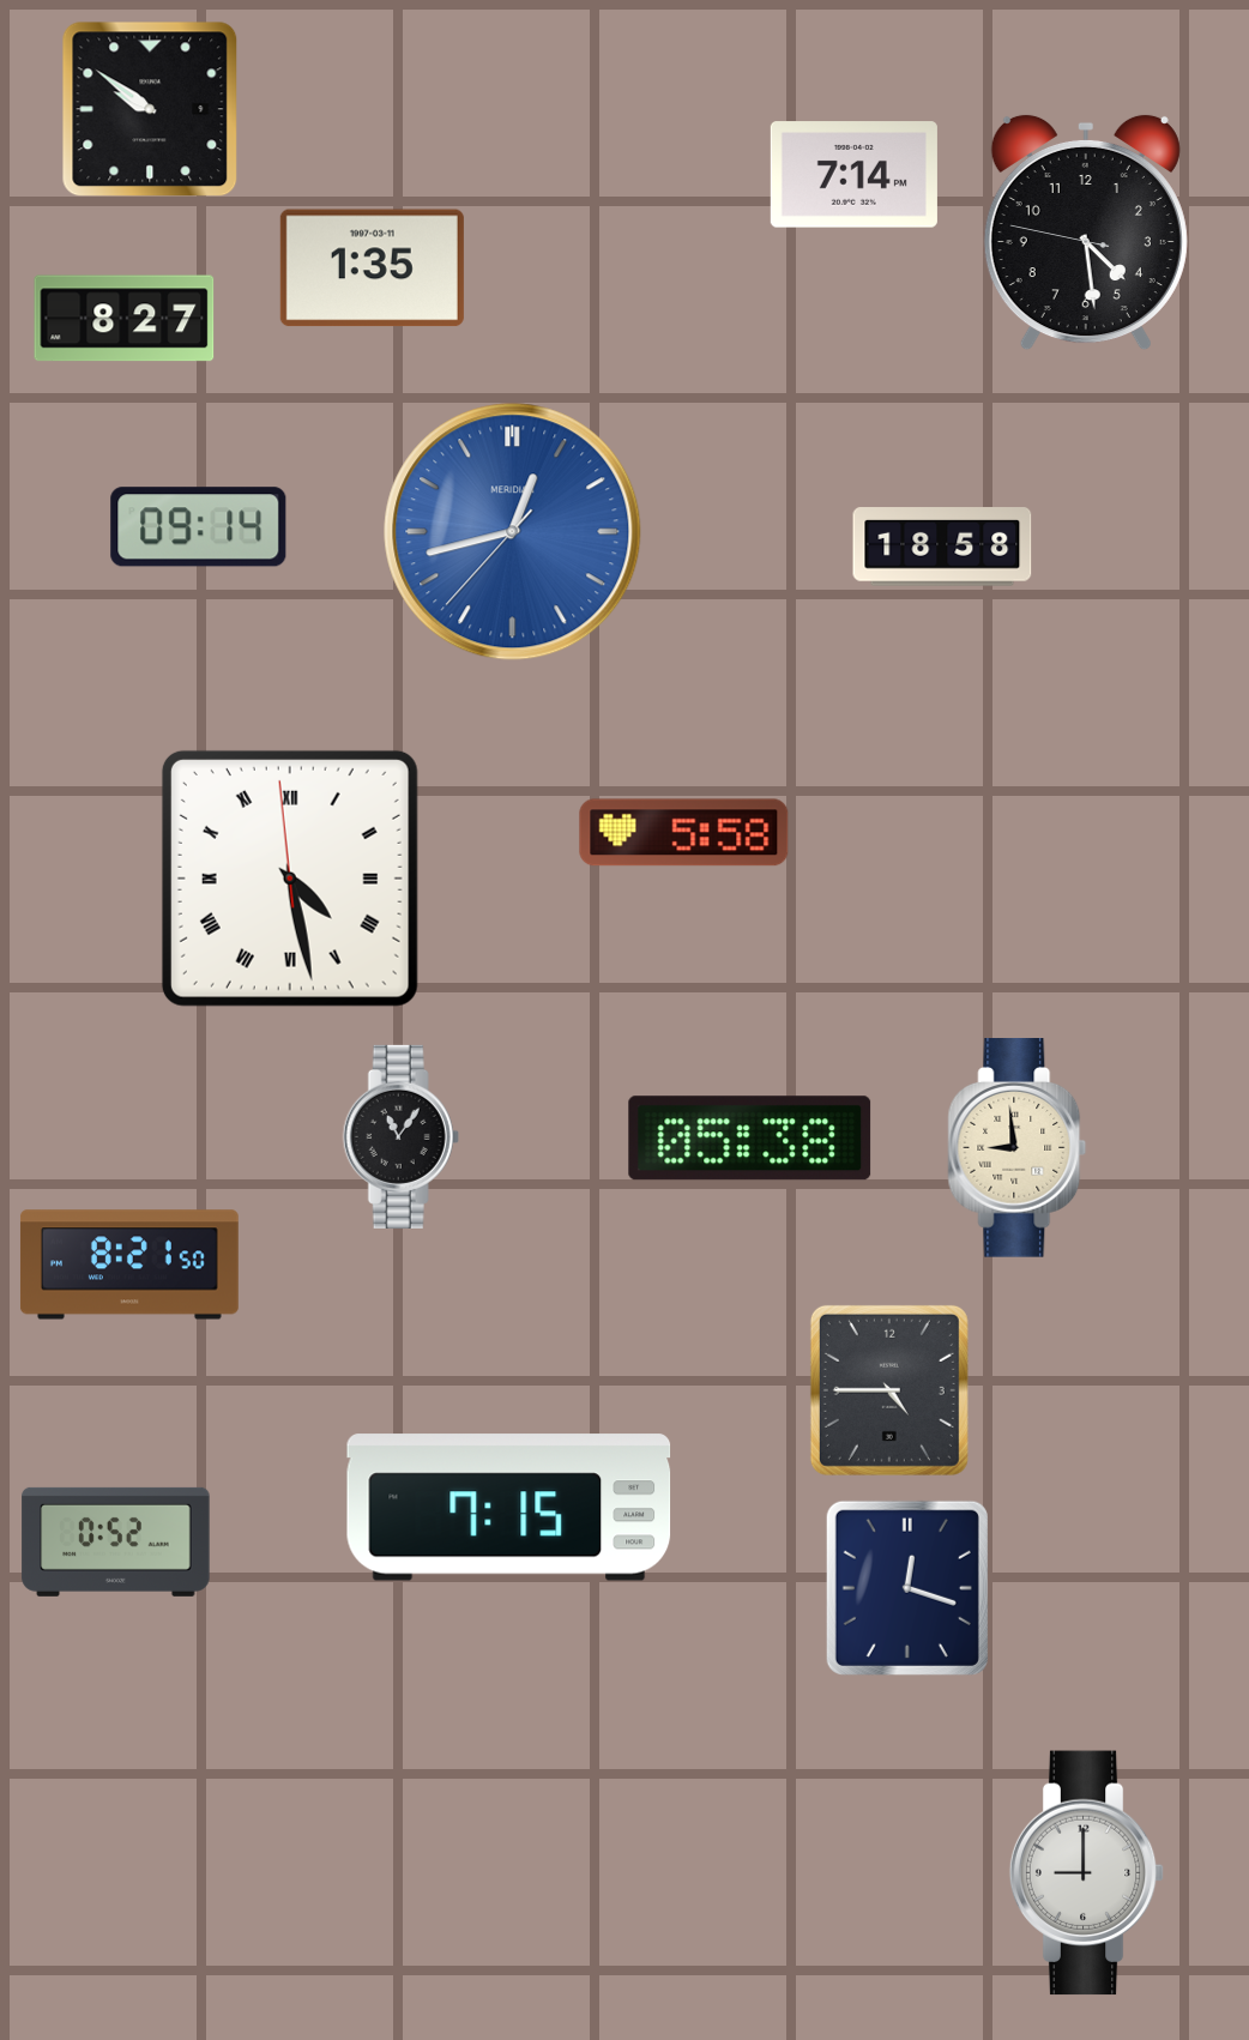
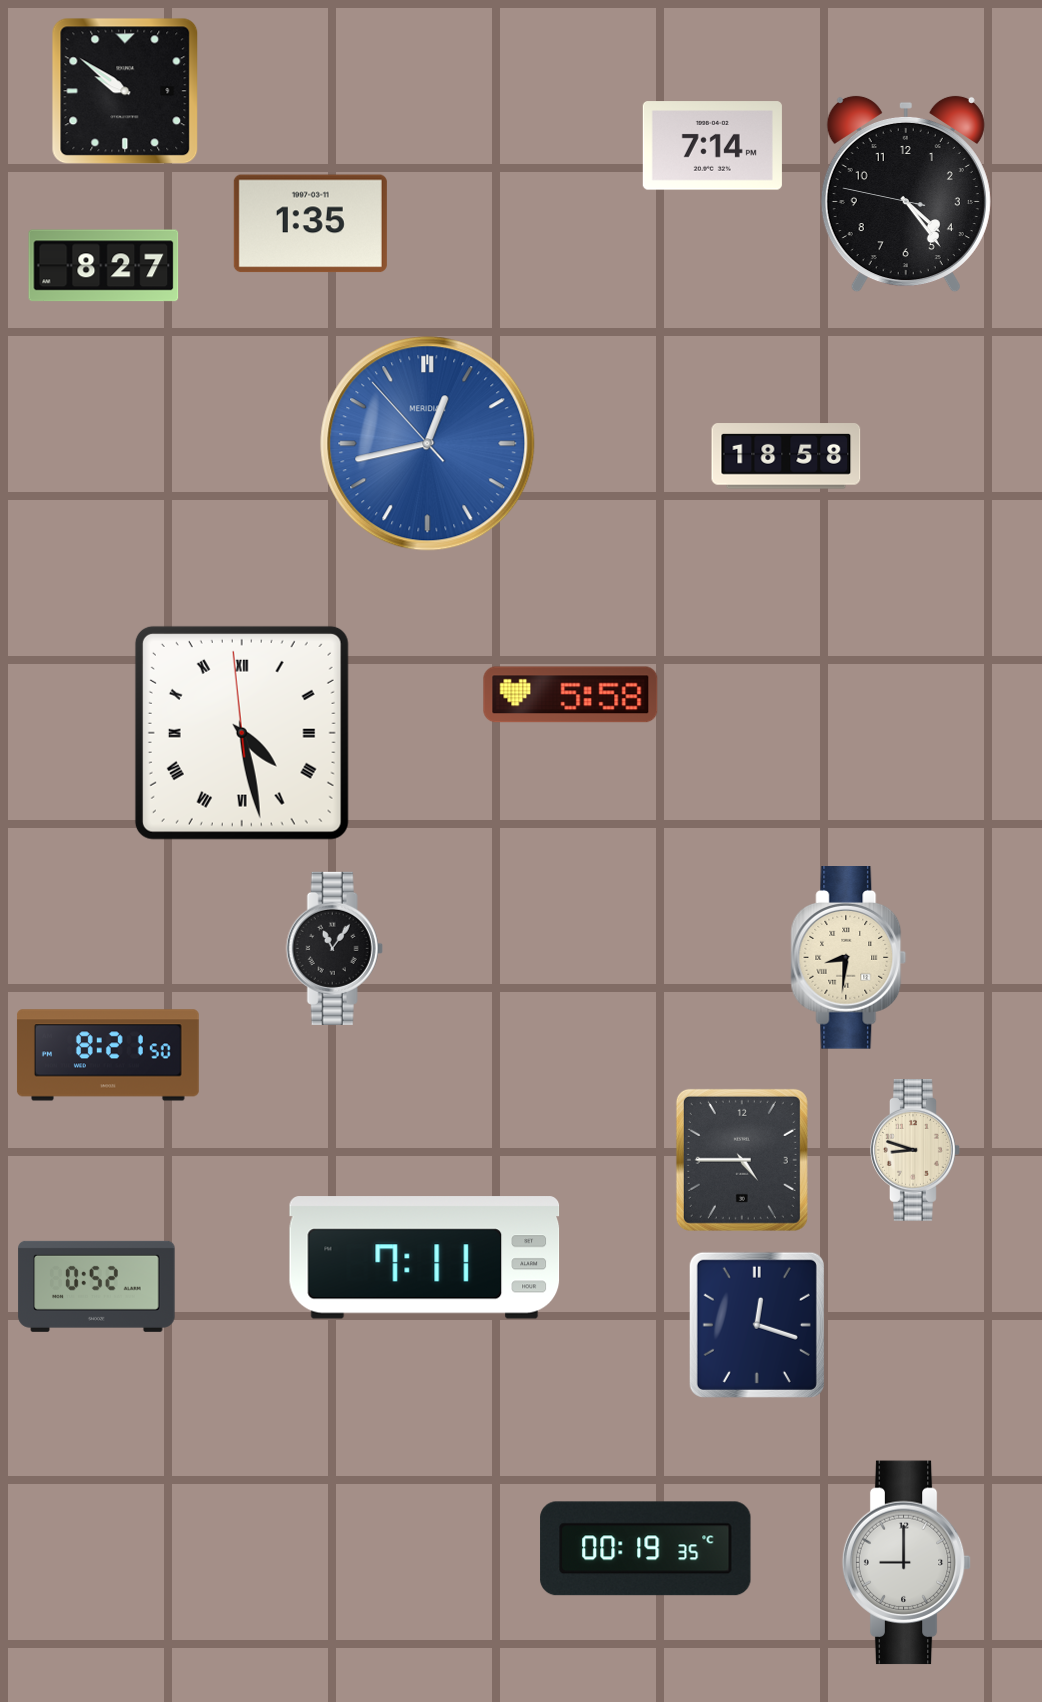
clock at (1086, 233): 4:28 -> 4:23
clock at (199, 527): 09:14 -> none
clock at (513, 532): 12:42:37 -> 12:42:53
clock at (750, 1139): 05:38 -> none
clock at (1018, 1148): 8:59 -> 8:31
clock at (916, 1151): none -> 8:48
clock at (509, 1508): 7:15 -> 7:11
clock at (646, 1549): none -> 00:19
